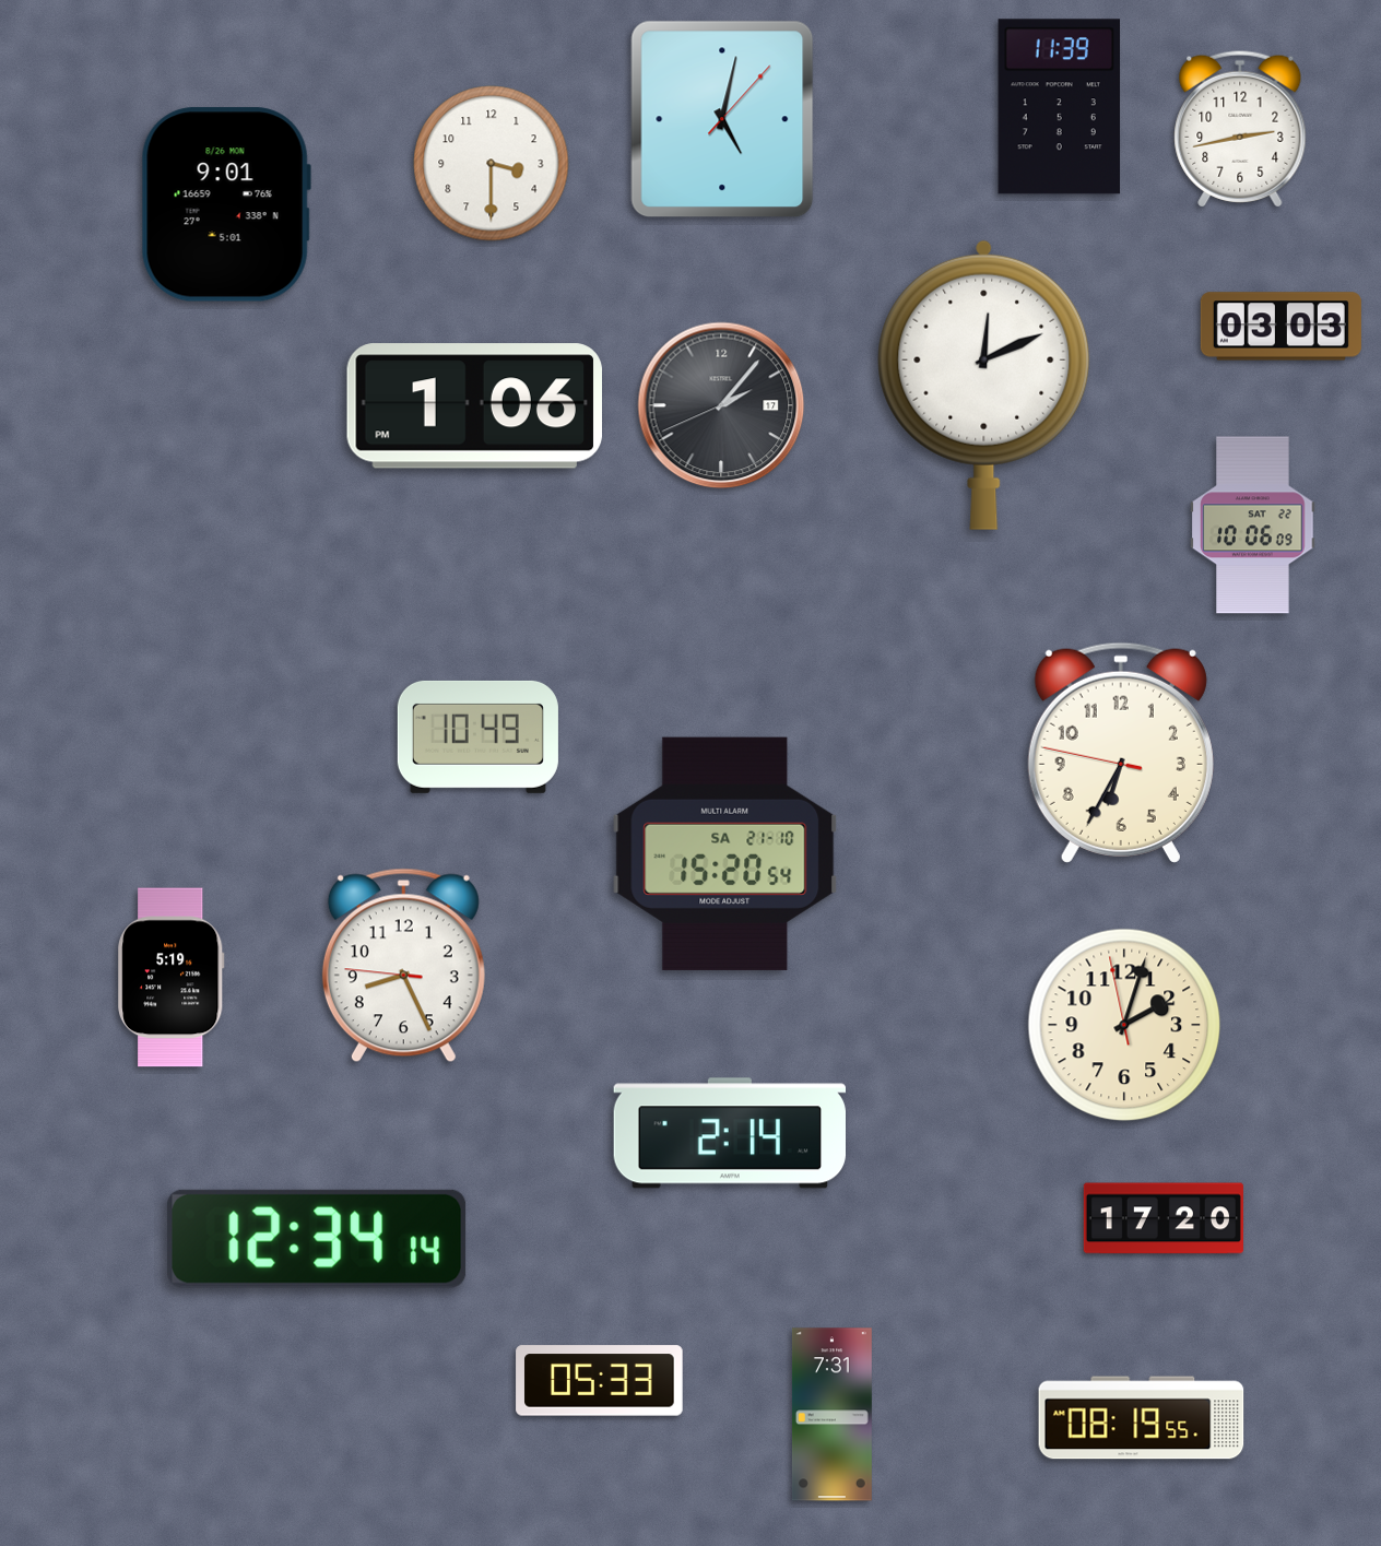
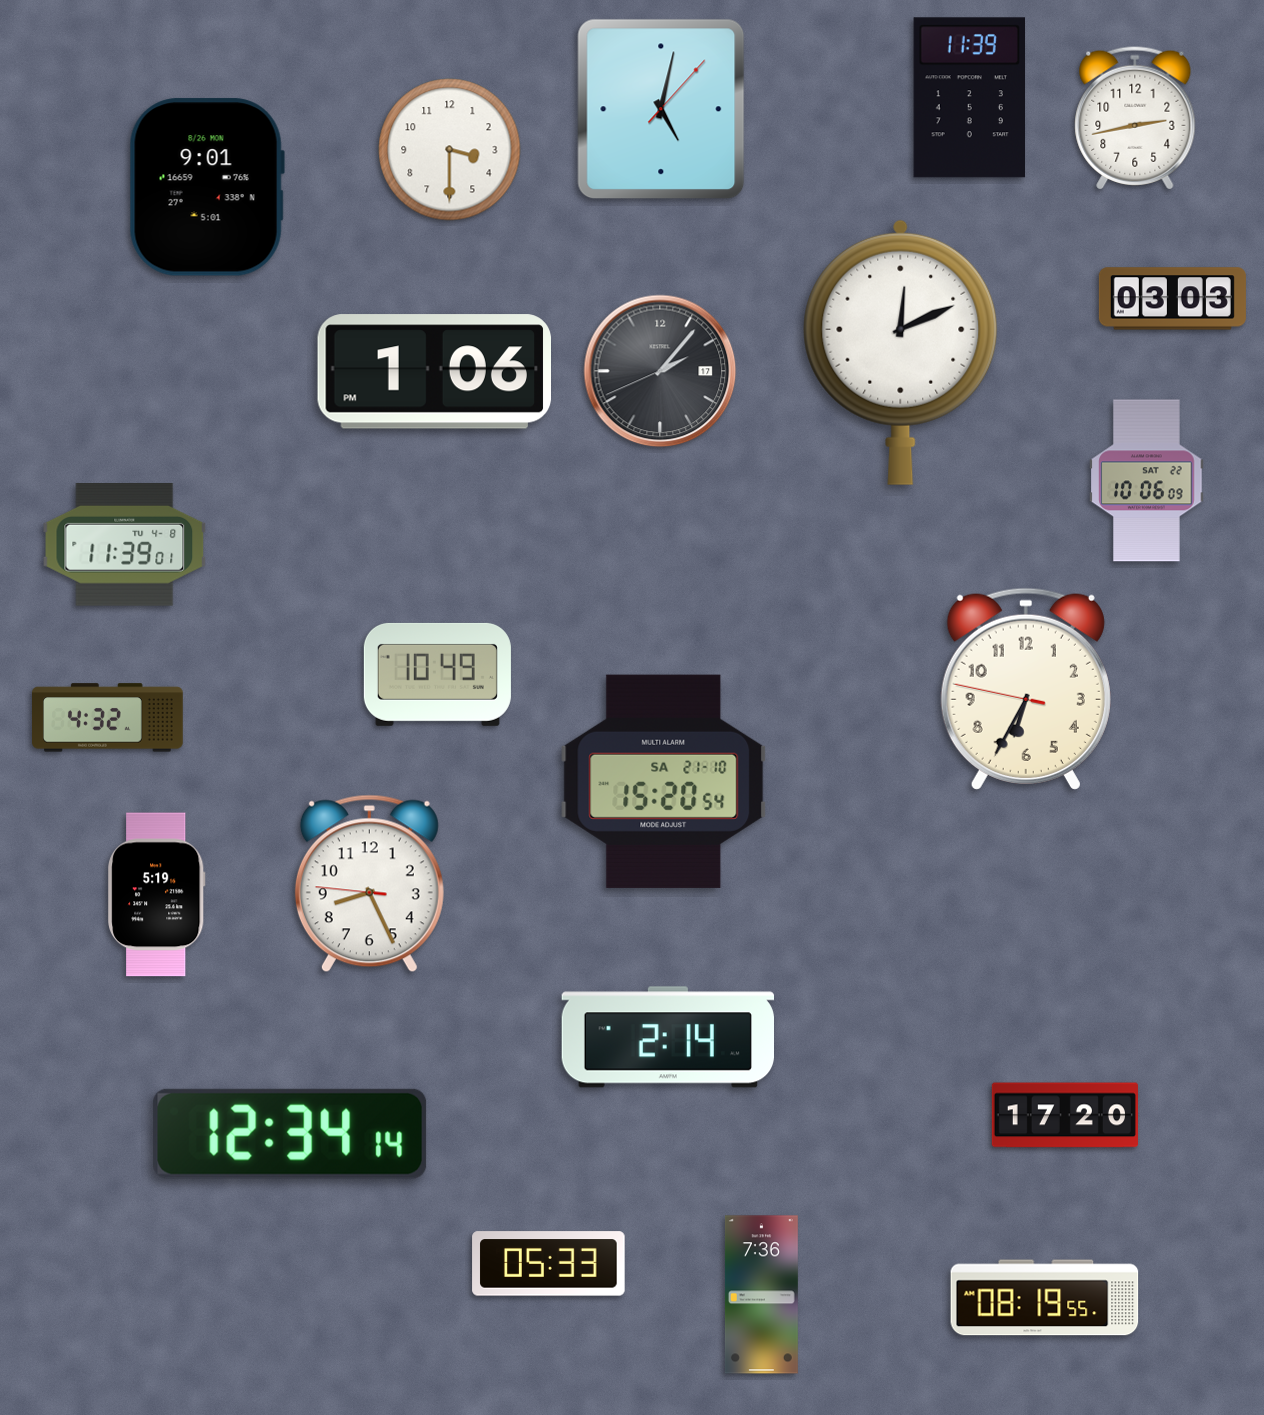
clock at (125, 545): none -> 11:39
clock at (108, 718): none -> 4:32
clock at (1124, 1025): 2:02 -> none
clock at (831, 1415): 7:31 -> 7:36
